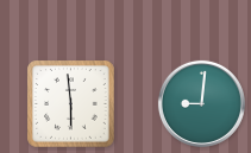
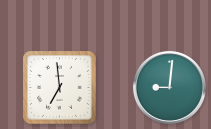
clock at (71, 104): 5:59 -> 6:59
